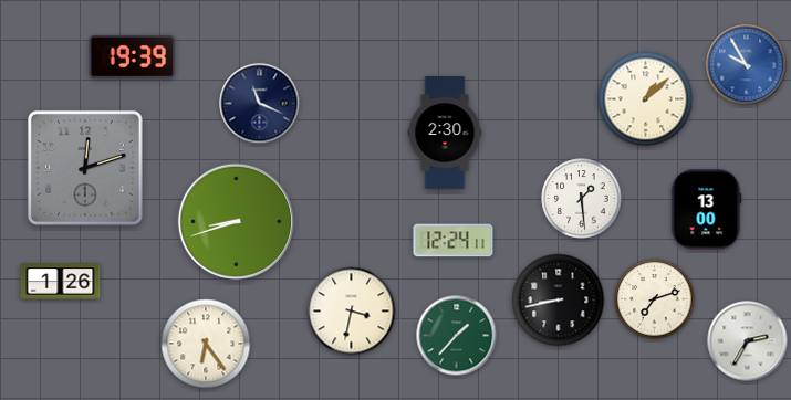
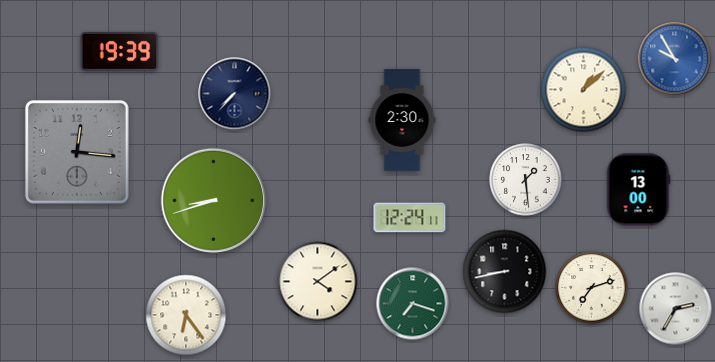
clock at (260, 104): 11:19 -> 7:37
clock at (85, 168): 12:12 -> 12:16
clock at (61, 282): 1:26 -> none
clock at (655, 299) position: (655, 299) -> (592, 288)
clock at (352, 312): 3:32 -> 4:09
clock at (457, 336): 1:37 -> 7:18
clock at (206, 344) position: (206, 344) -> (186, 315)
